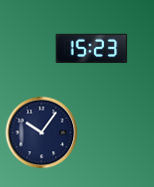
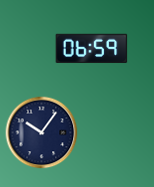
clock at (92, 48): 15:23 -> 06:59
